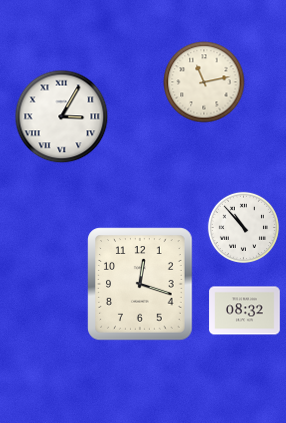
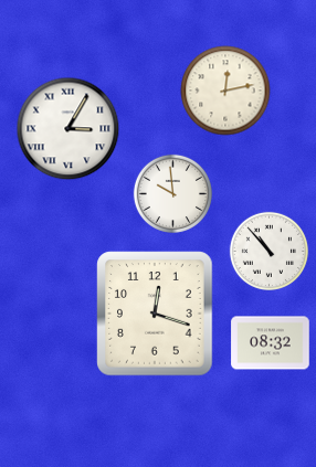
clock at (204, 82): 11:13 -> 12:13
clock at (172, 193): none -> 9:59
